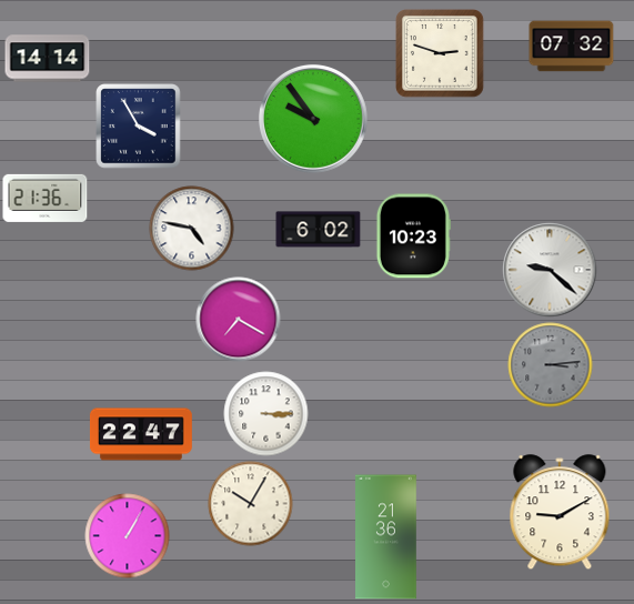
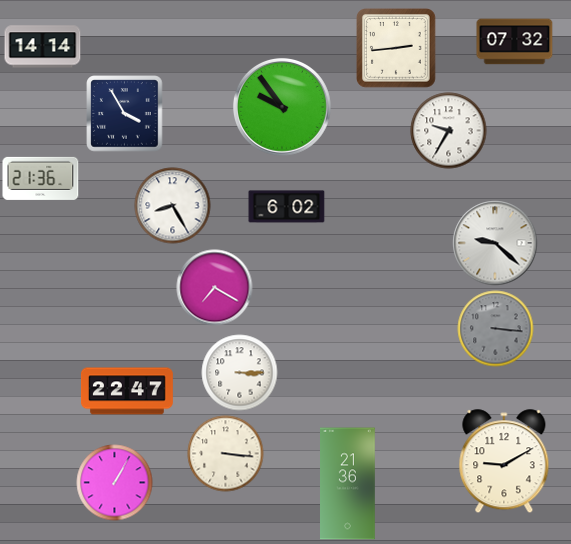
clock at (441, 54): 2:48 -> 2:44
clock at (48, 59) position: (48, 59) -> (43, 47)
clock at (449, 131): none -> 9:35
clock at (192, 229): 4:47 -> 8:25
clock at (413, 236): 10:23 -> none
clock at (551, 365): 3:14 -> 3:16
clock at (251, 504): 10:05 -> 3:16
